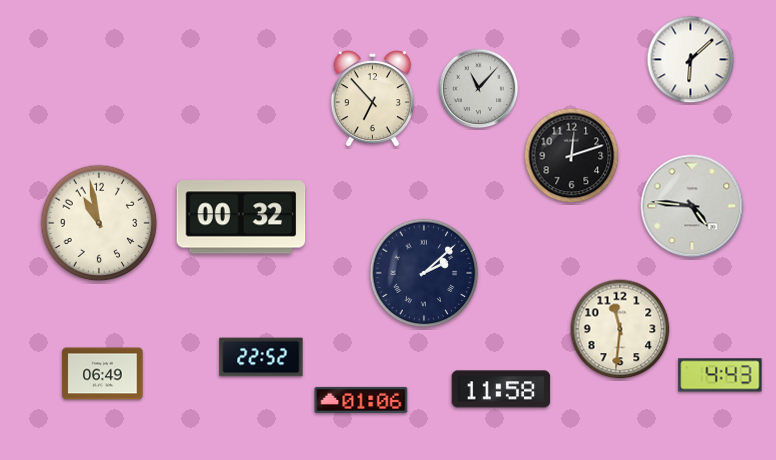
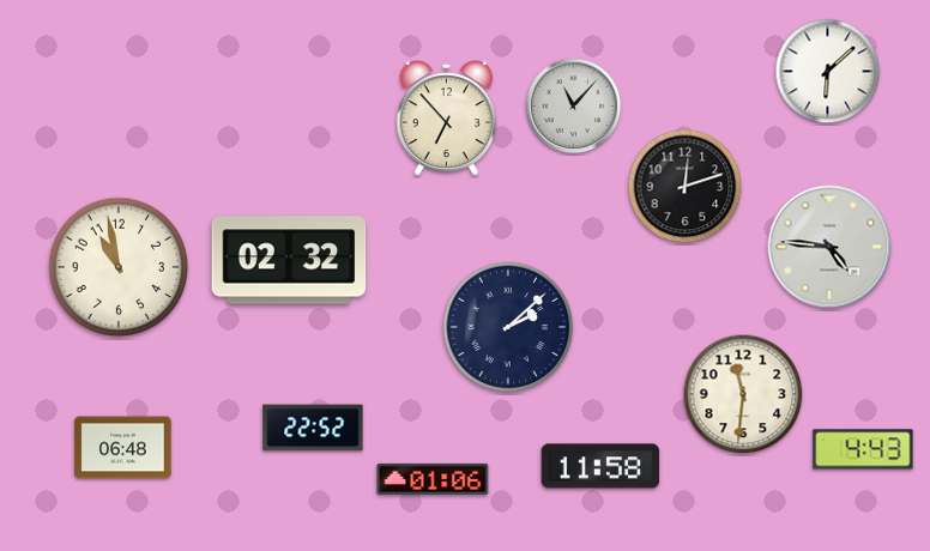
clock at (241, 217): 00:32 -> 02:32
clock at (103, 374): 06:49 -> 06:48
